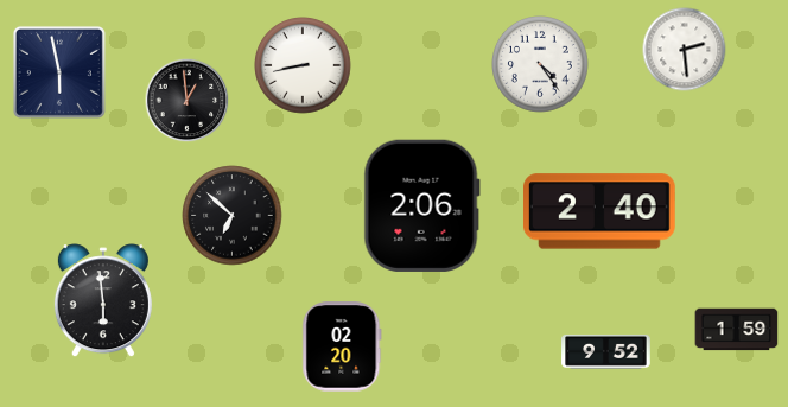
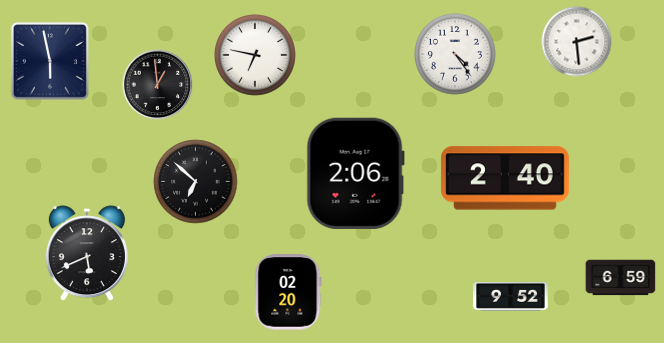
clock at (304, 66): 8:43 -> 6:47
clock at (103, 301): 5:59 -> 5:41
clock at (737, 330): 1:59 -> 6:59
